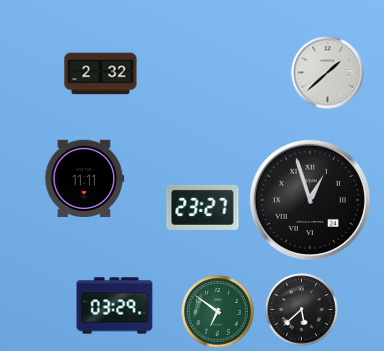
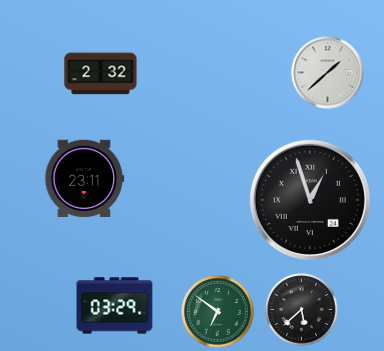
clock at (84, 178): 11:11 -> 23:11
clock at (203, 207): 23:27 -> none
